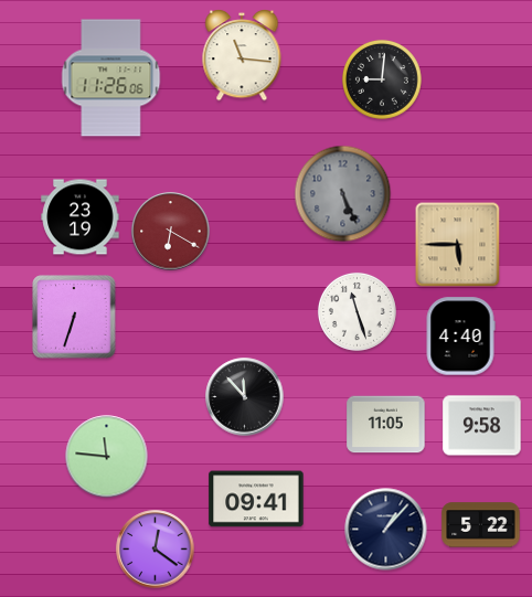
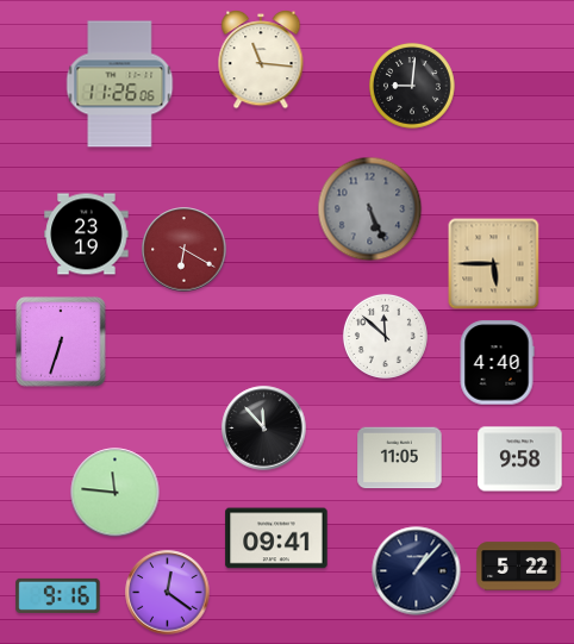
clock at (357, 311): 11:27 -> 11:52
clock at (74, 317) position: (74, 317) -> (61, 342)
clock at (386, 425) position: (386, 425) -> (400, 458)
clock at (58, 595): none -> 9:16
